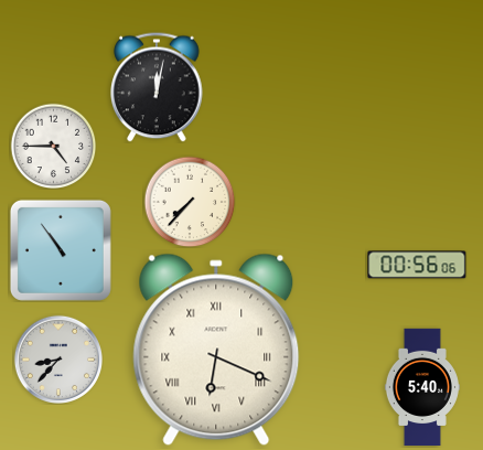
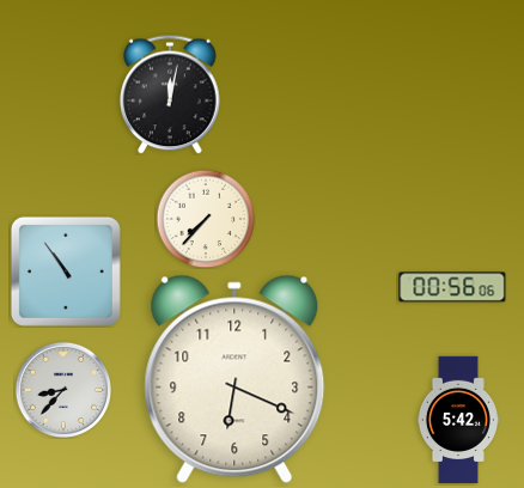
clock at (53, 146): 4:45 -> none
clock at (216, 350) numerals: Roman -> Arabic
clock at (422, 387): 5:40 -> 5:42
